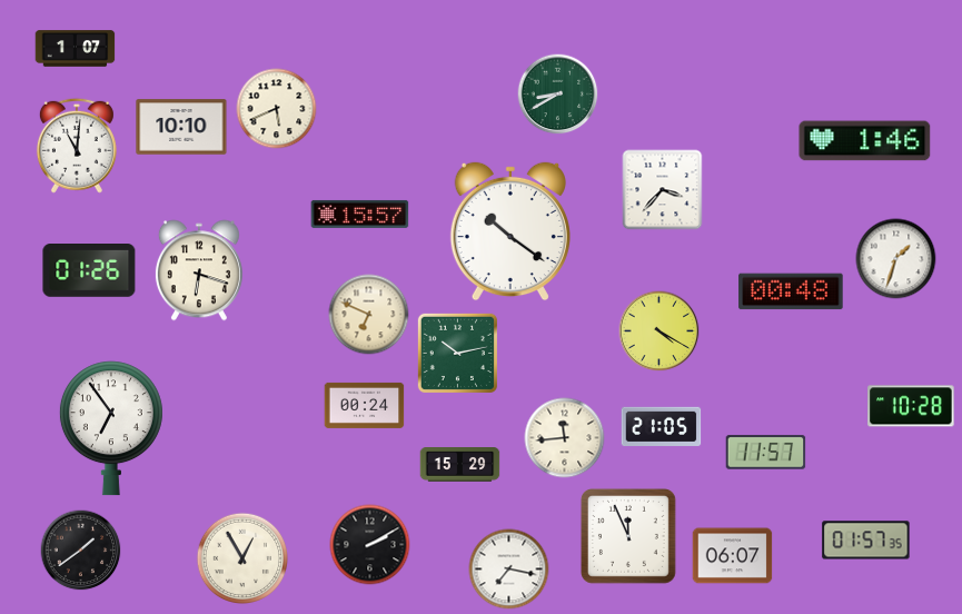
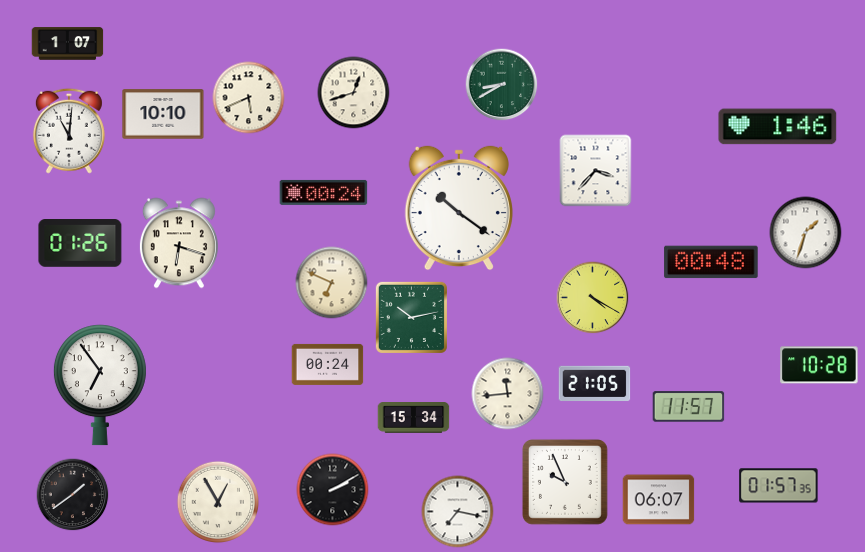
clock at (354, 93): none -> 12:42
clock at (360, 214): 15:57 -> 00:24
clock at (460, 465): 15:29 -> 15:34
clock at (628, 536): 11:56 -> 9:56
